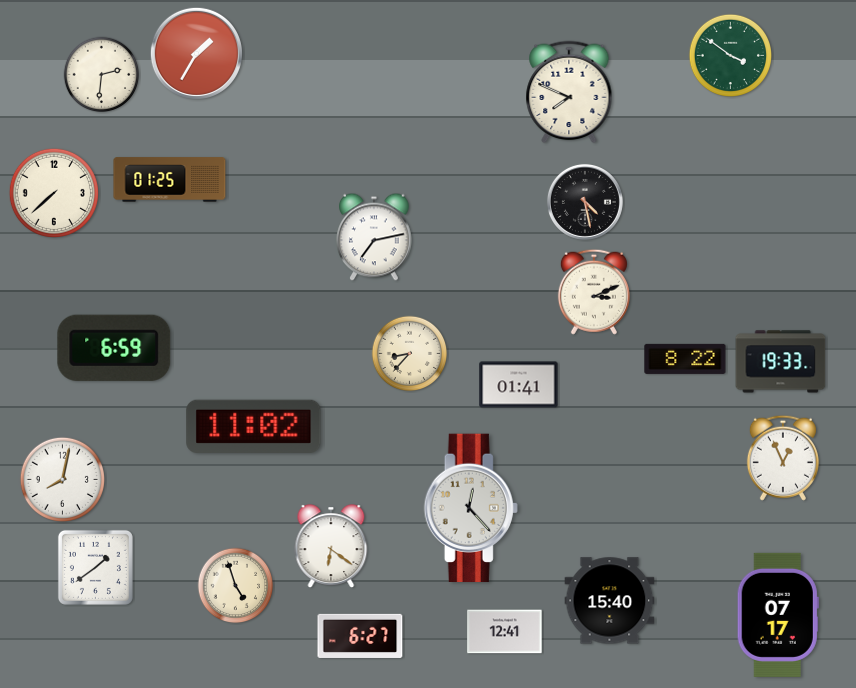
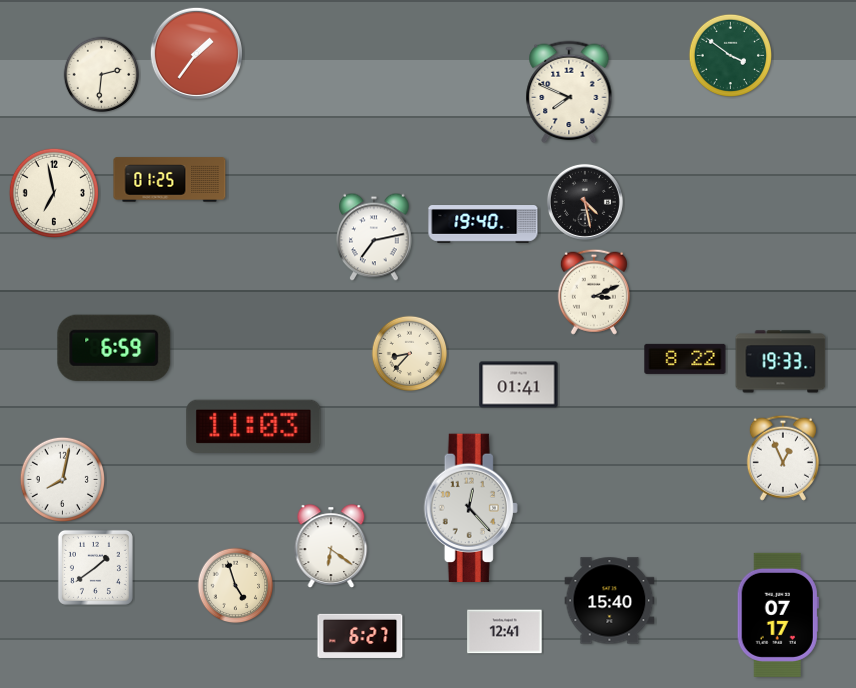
clock at (196, 53): 1:35 -> 1:36
clock at (54, 193): 7:38 -> 6:58
clock at (483, 225): none -> 19:40
clock at (254, 426): 11:02 -> 11:03
